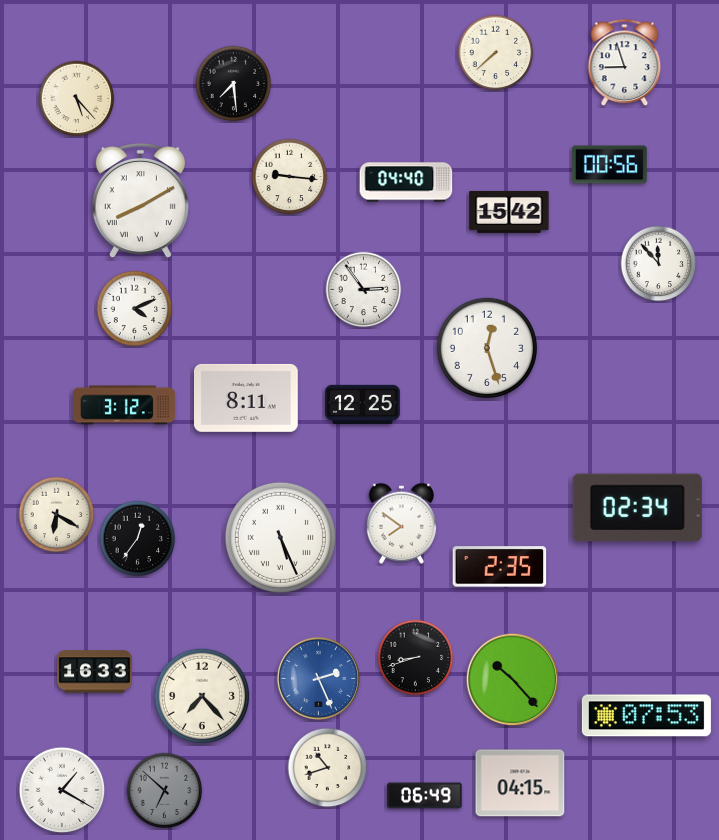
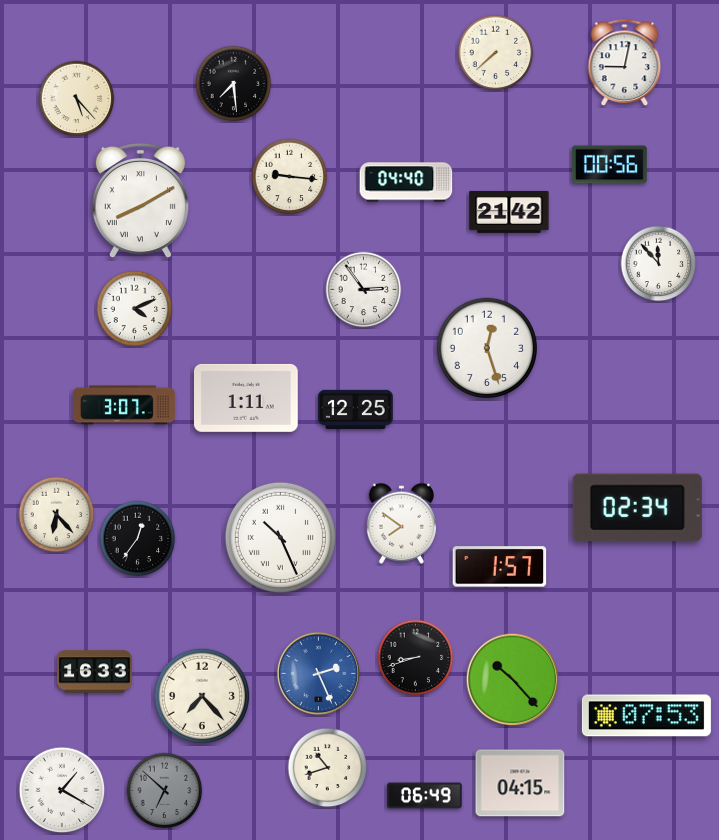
clock at (625, 63): 8:57 -> 9:02
clock at (509, 212): 15:42 -> 21:42
clock at (247, 398): 8:11 -> 1:11
clock at (124, 405): 3:12 -> 3:07
clock at (363, 405) position: (363, 405) -> (356, 410)
clock at (57, 515): 6:20 -> 6:23
clock at (280, 537): 5:26 -> 10:26
clock at (500, 567): 2:35 -> 1:57
clock at (319, 679) position: (319, 679) -> (319, 674)
